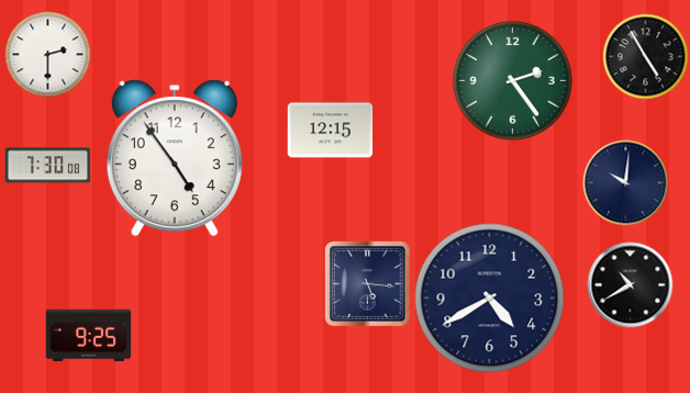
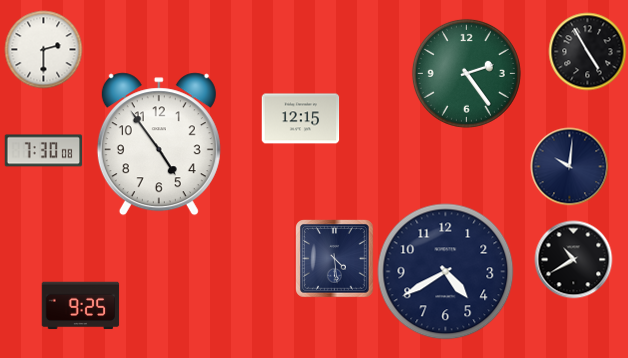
clock at (368, 284): 5:16 -> 4:29
